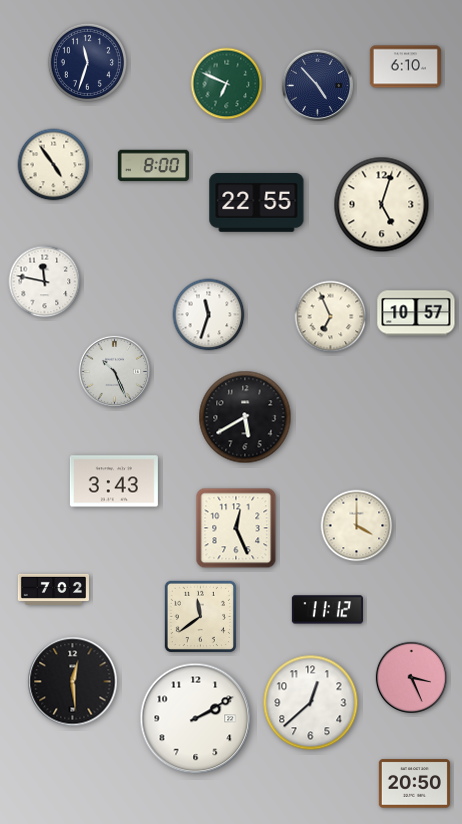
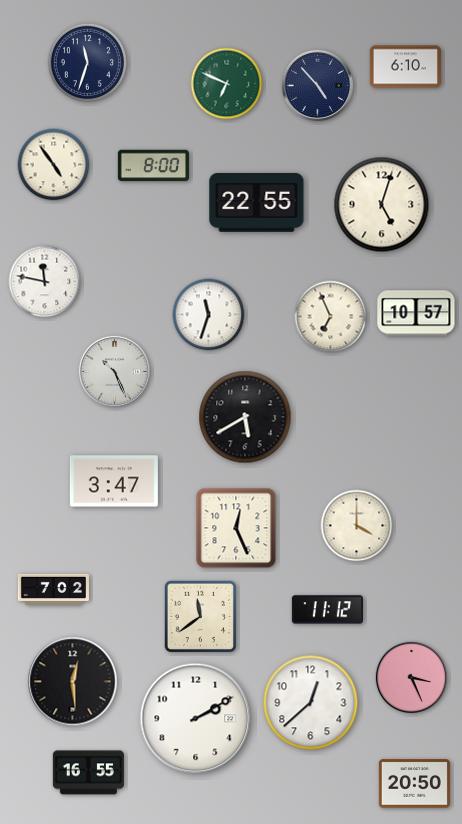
clock at (114, 481): 3:43 -> 3:47
clock at (88, 773): none -> 16:55
